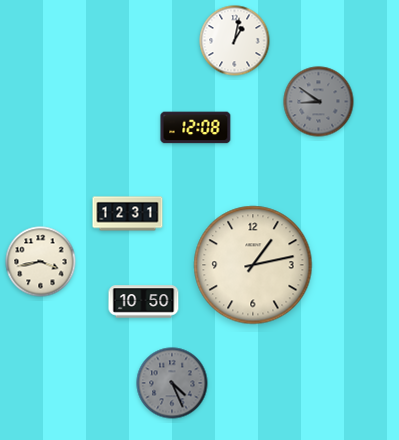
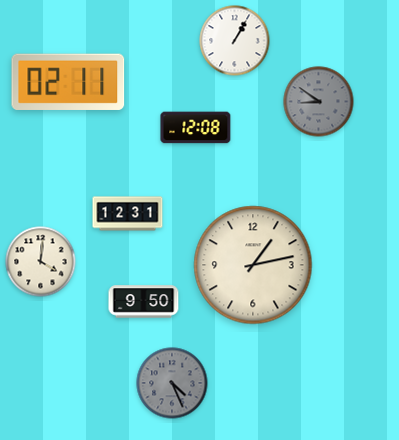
clock at (235, 41): 1:02 -> 1:05
clock at (68, 82): none -> 02:11
clock at (41, 262): 3:43 -> 4:01
clock at (144, 302): 10:50 -> 9:50
